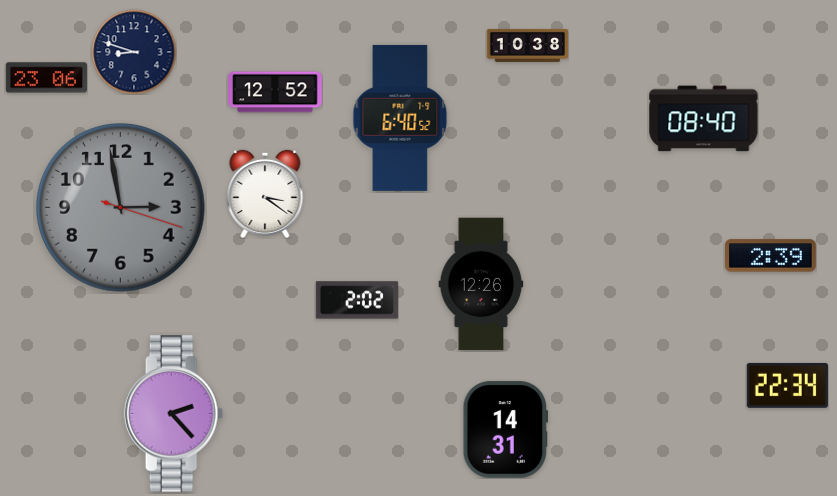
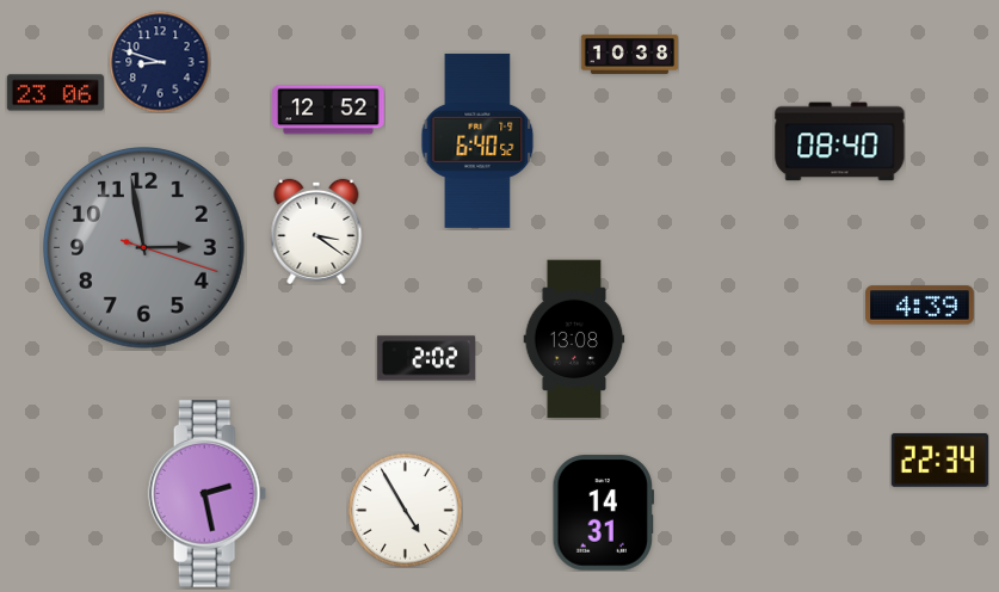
clock at (770, 256): 2:39 -> 4:39
clock at (481, 284): 12:26 -> 13:08
clock at (174, 414): 2:23 -> 2:28
clock at (405, 510): none -> 4:55
